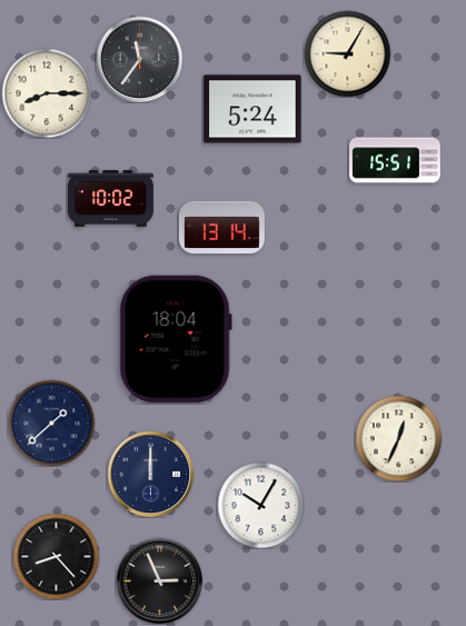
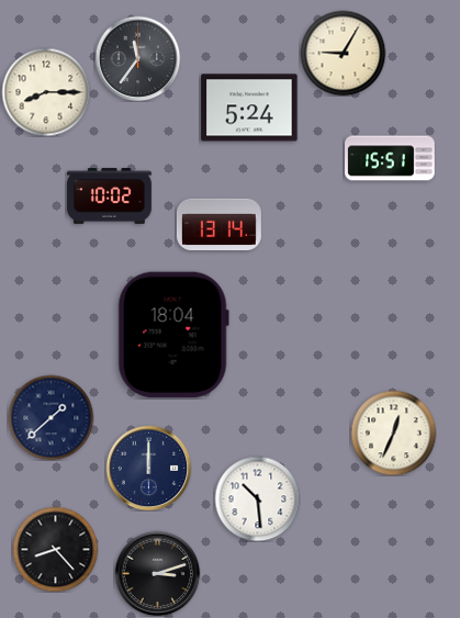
clock at (260, 505): 10:05 -> 10:29
clock at (159, 580): 2:56 -> 3:12
